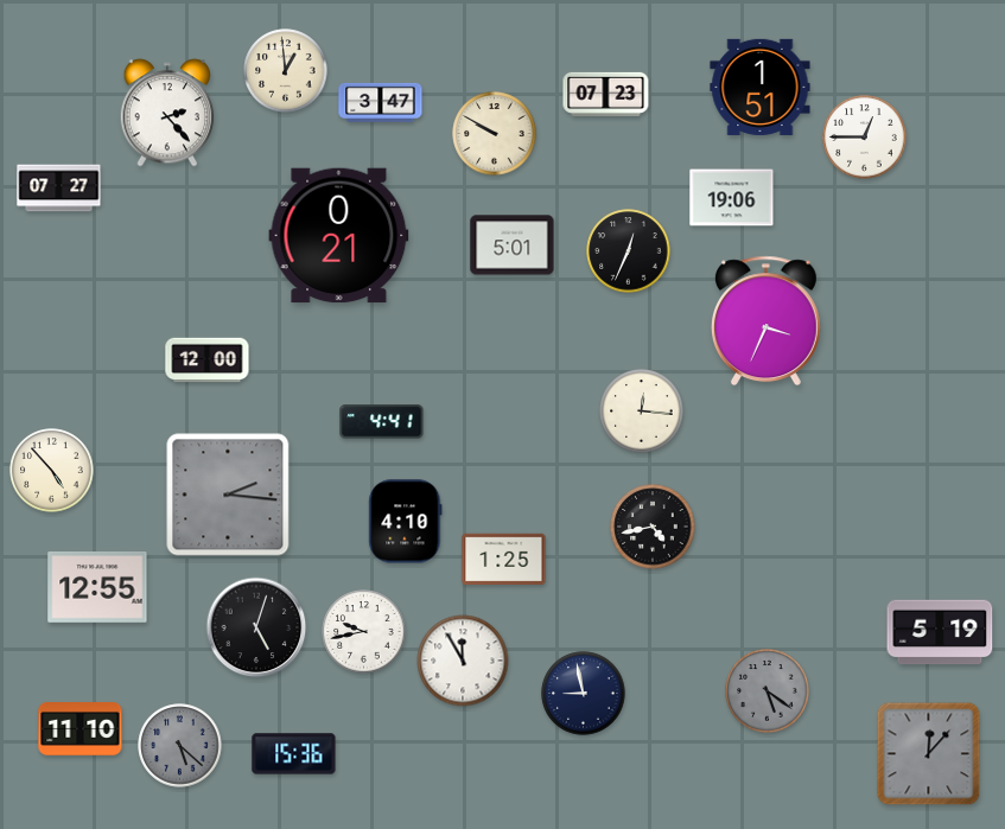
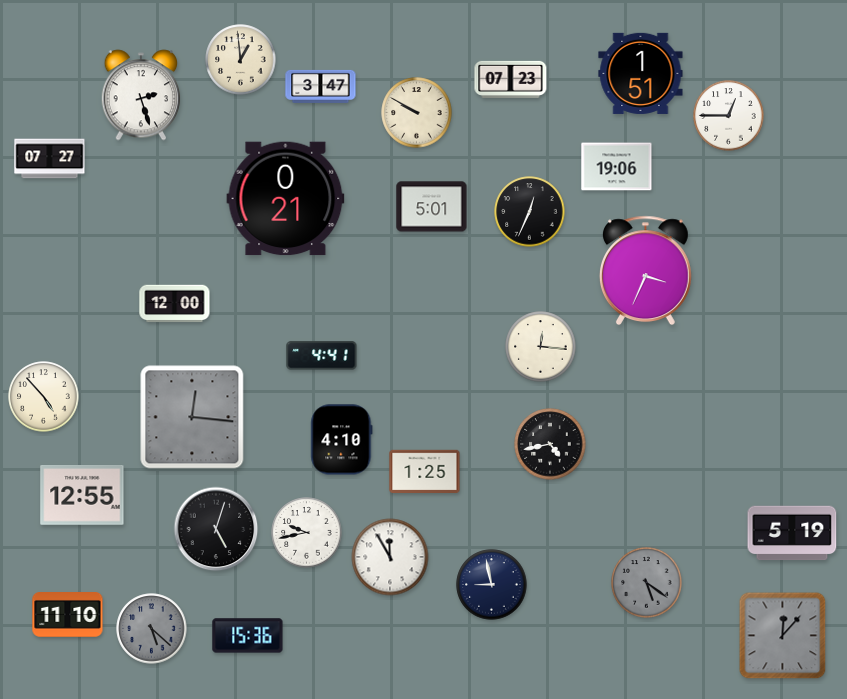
clock at (167, 113): 2:23 -> 2:27
clock at (228, 495): 2:16 -> 12:16
